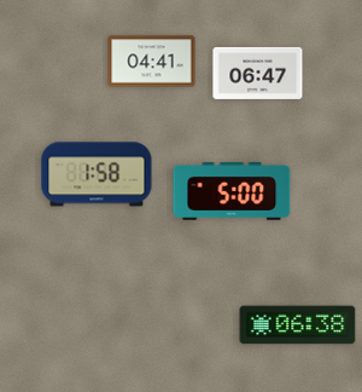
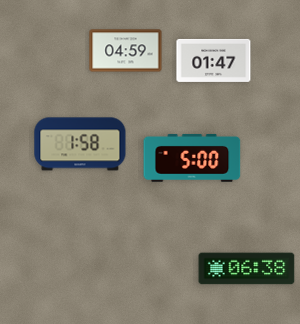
clock at (152, 62): 04:41 -> 04:59
clock at (258, 73): 06:47 -> 01:47
